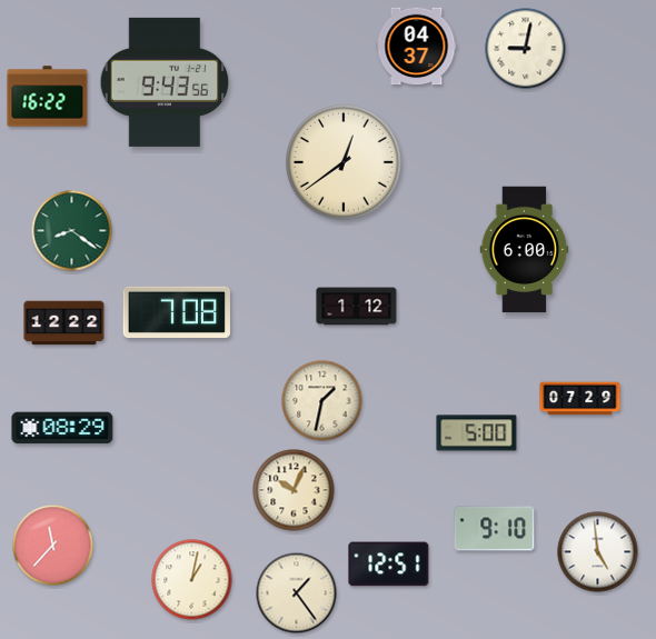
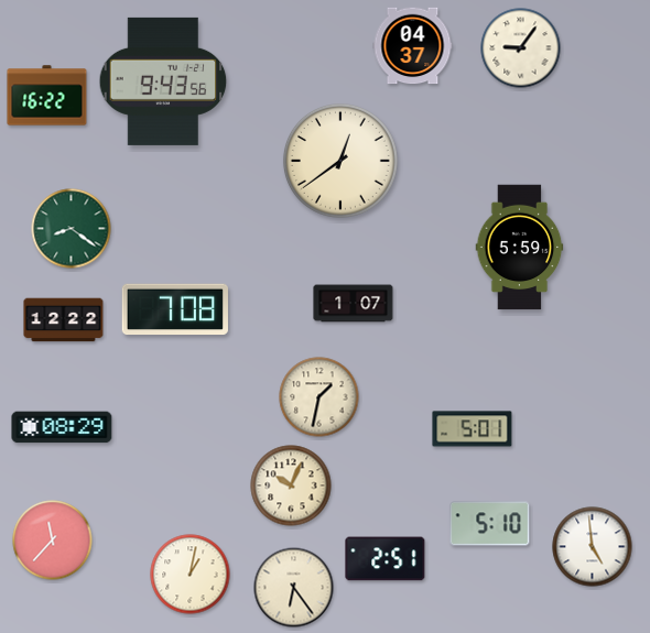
clock at (526, 49): 9:02 -> 9:06
clock at (525, 250): 6:00 -> 5:59
clock at (357, 307): 1:12 -> 1:07
clock at (580, 399): 07:29 -> none
clock at (62, 428) position: (62, 428) -> (62, 427)
clock at (477, 433): 5:00 -> 5:01
clock at (495, 529): 9:10 -> 5:10
clock at (389, 565): 12:51 -> 2:51
clock at (297, 593): 1:24 -> 6:24
